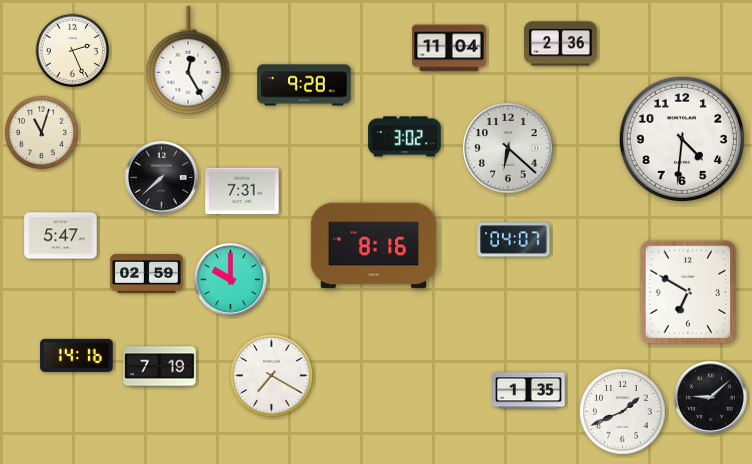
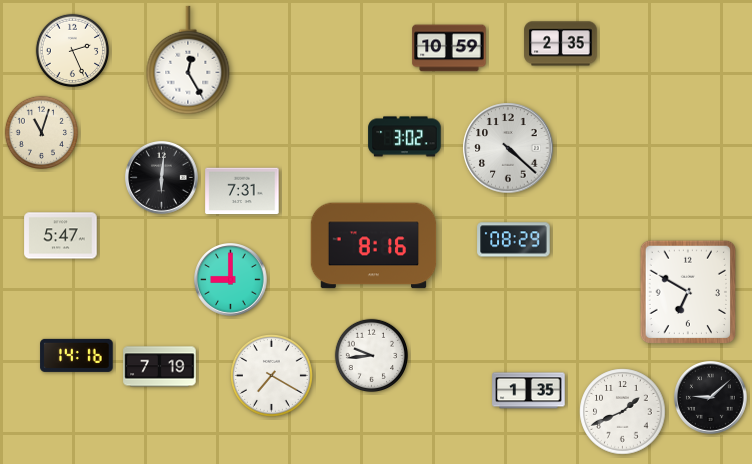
clock at (561, 44): 2:36 -> 2:35
clock at (449, 48): 11:04 -> 10:59
clock at (304, 85): 9:28 -> none
clock at (682, 139): 4:31 -> none
clock at (508, 148): 6:22 -> 4:22
clock at (162, 178): 7:38 -> 6:01
clock at (514, 240): 04:07 -> 08:29
clock at (147, 273): 02:59 -> none
clock at (231, 280): 10:00 -> 9:00
clock at (371, 355): none -> 9:44
